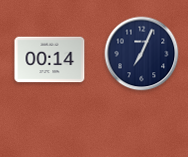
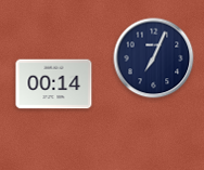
clock at (50, 60) position: (50, 60) -> (54, 84)
